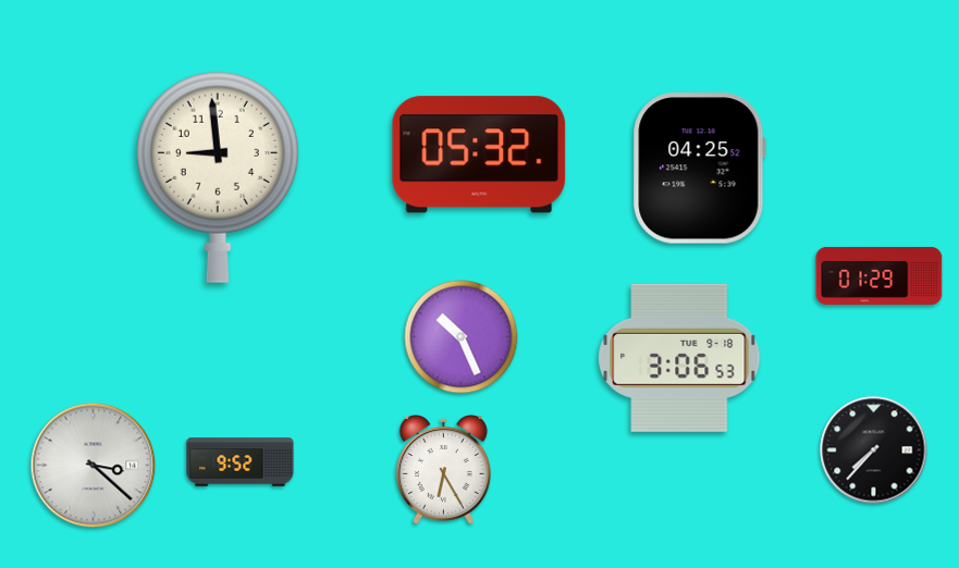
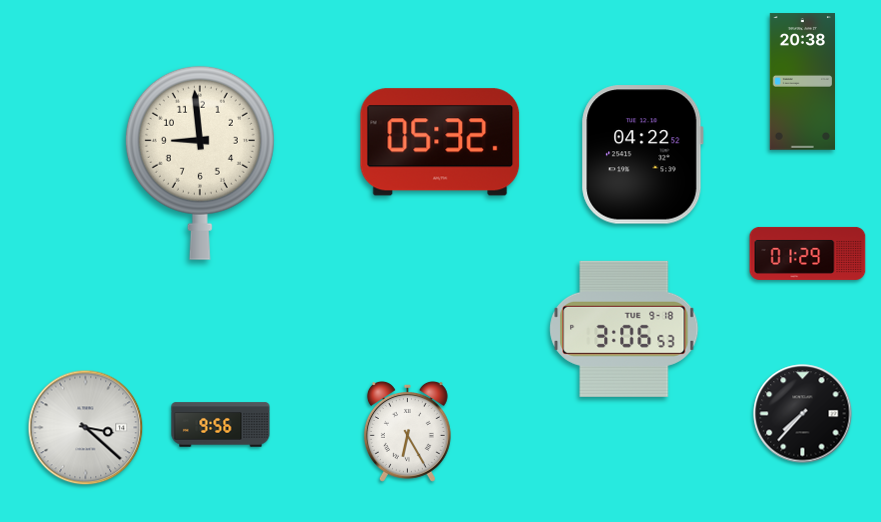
clock at (802, 82): none -> 20:38
clock at (699, 169): 04:25 -> 04:22
clock at (462, 337): 10:26 -> none
clock at (241, 462): 9:52 -> 9:56
